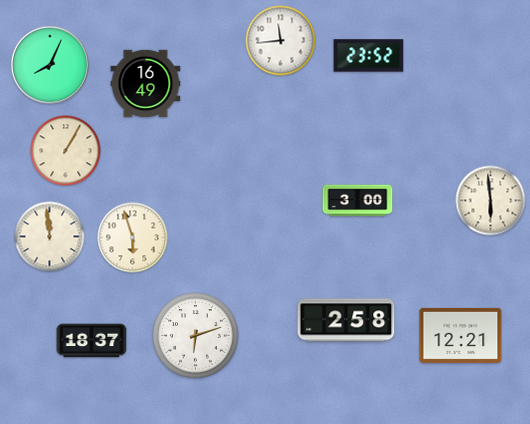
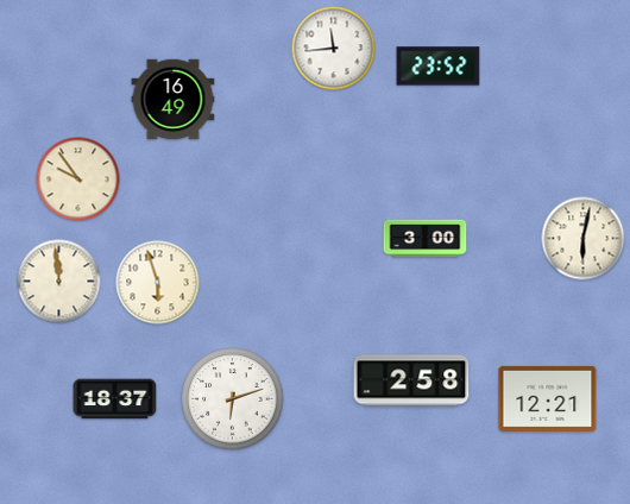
clock at (50, 65): 8:04 -> none
clock at (66, 151): 1:05 -> 9:54
clock at (491, 201): 5:59 -> 6:02
clock at (92, 341) position: (92, 341) -> (115, 399)
